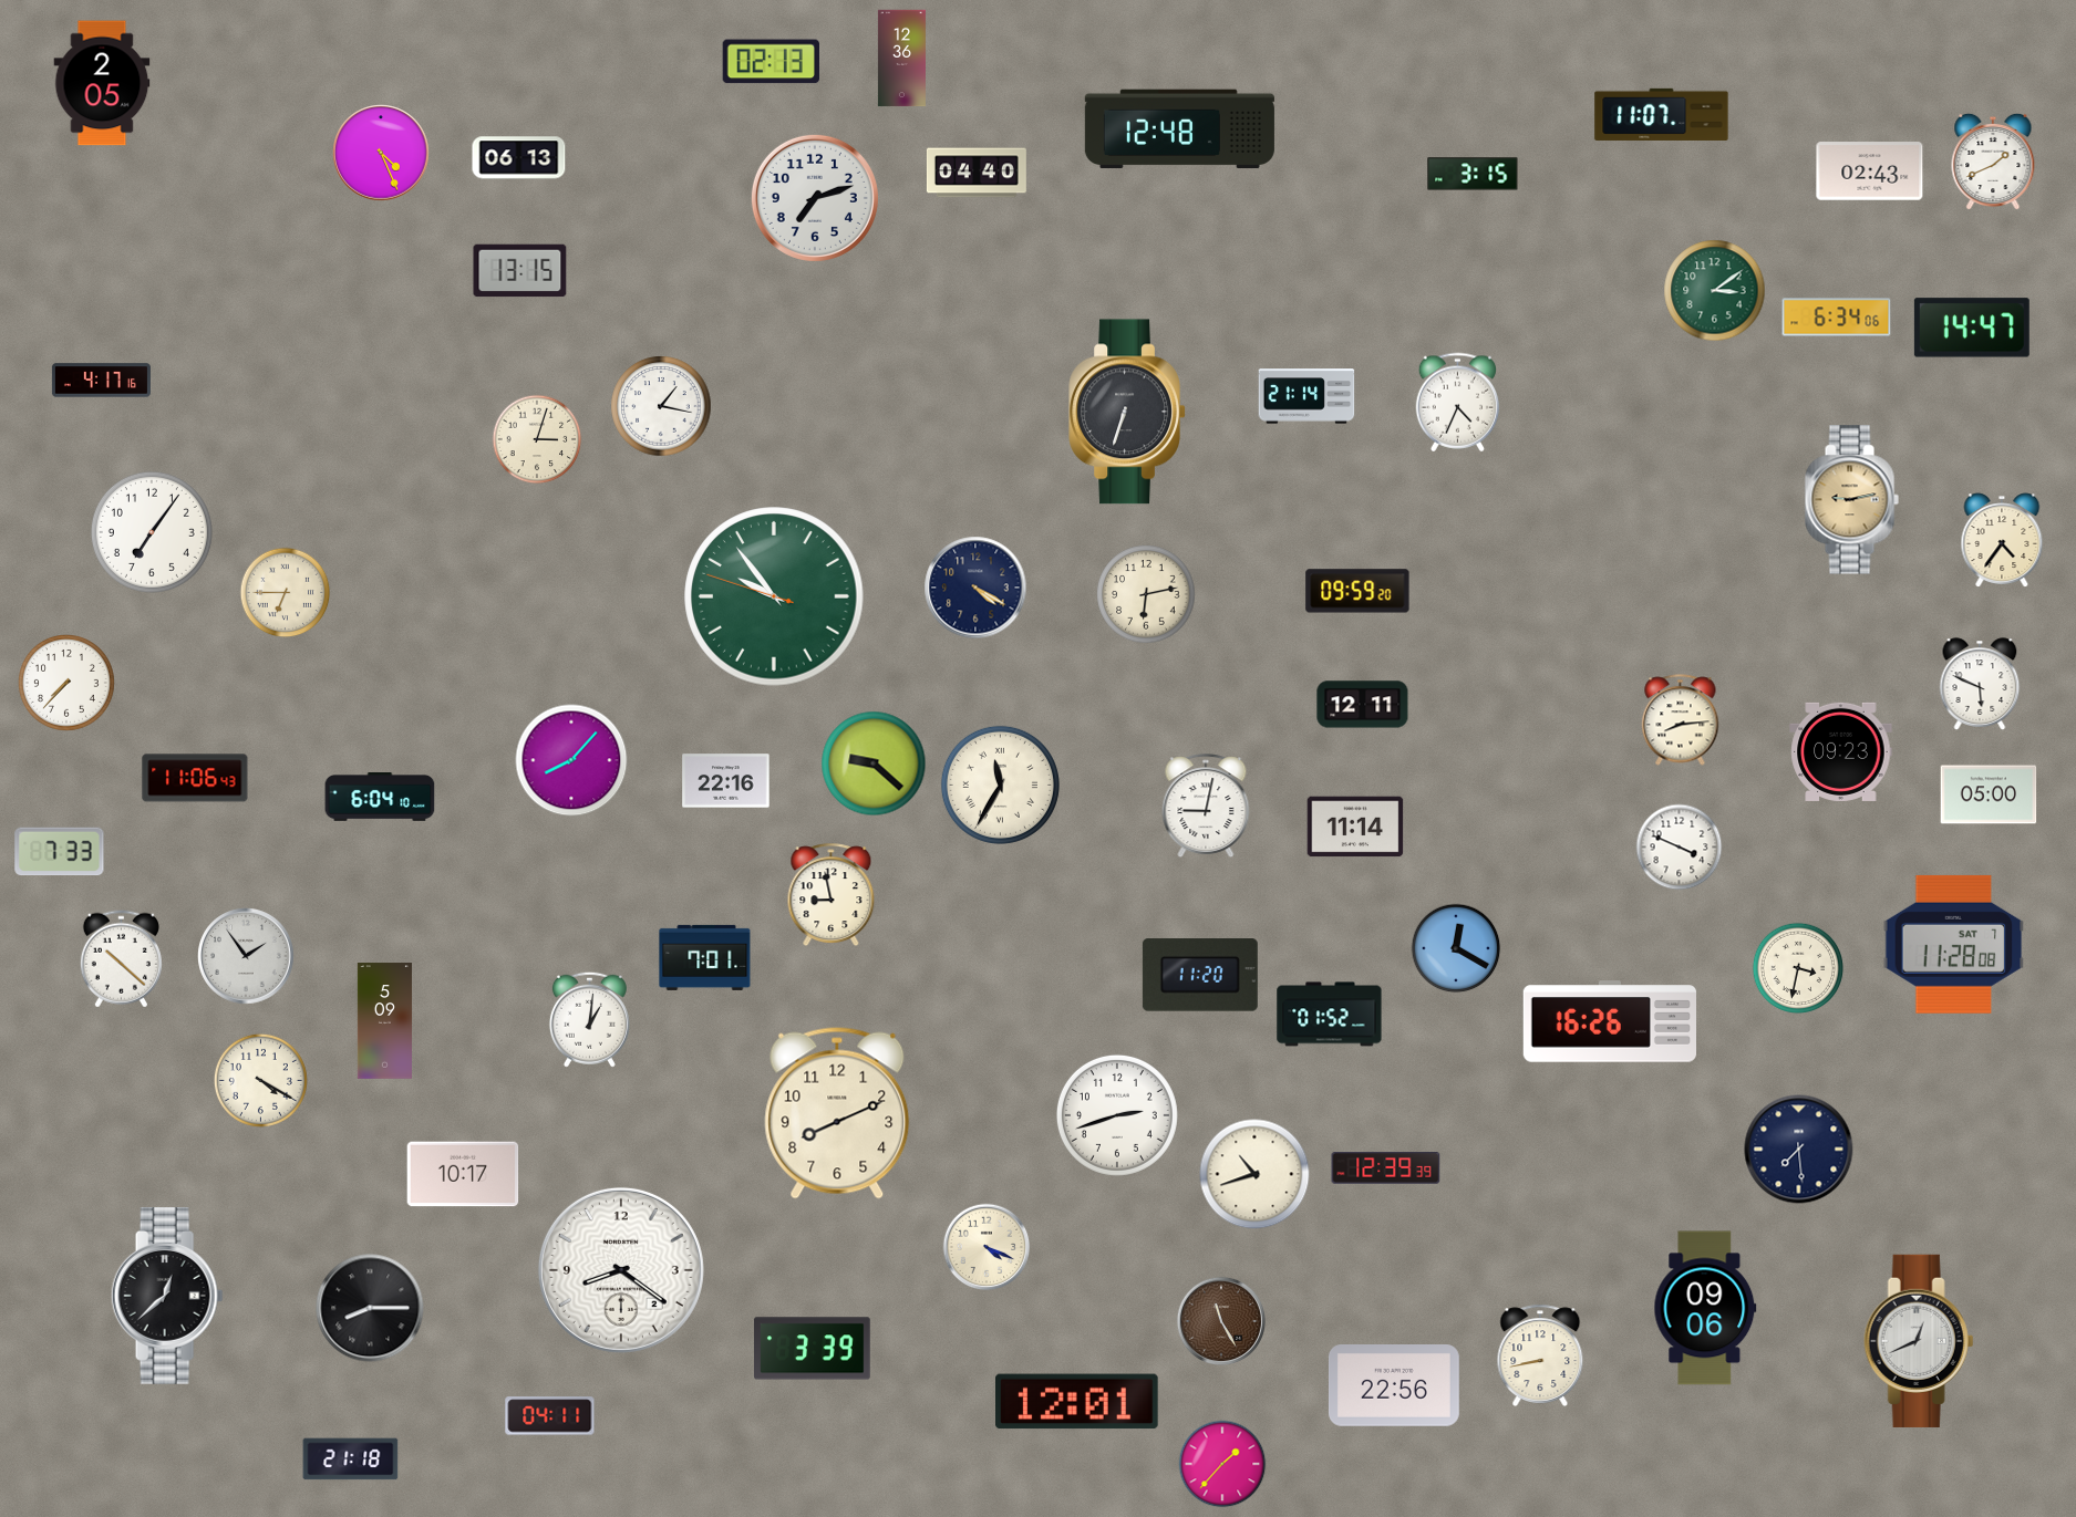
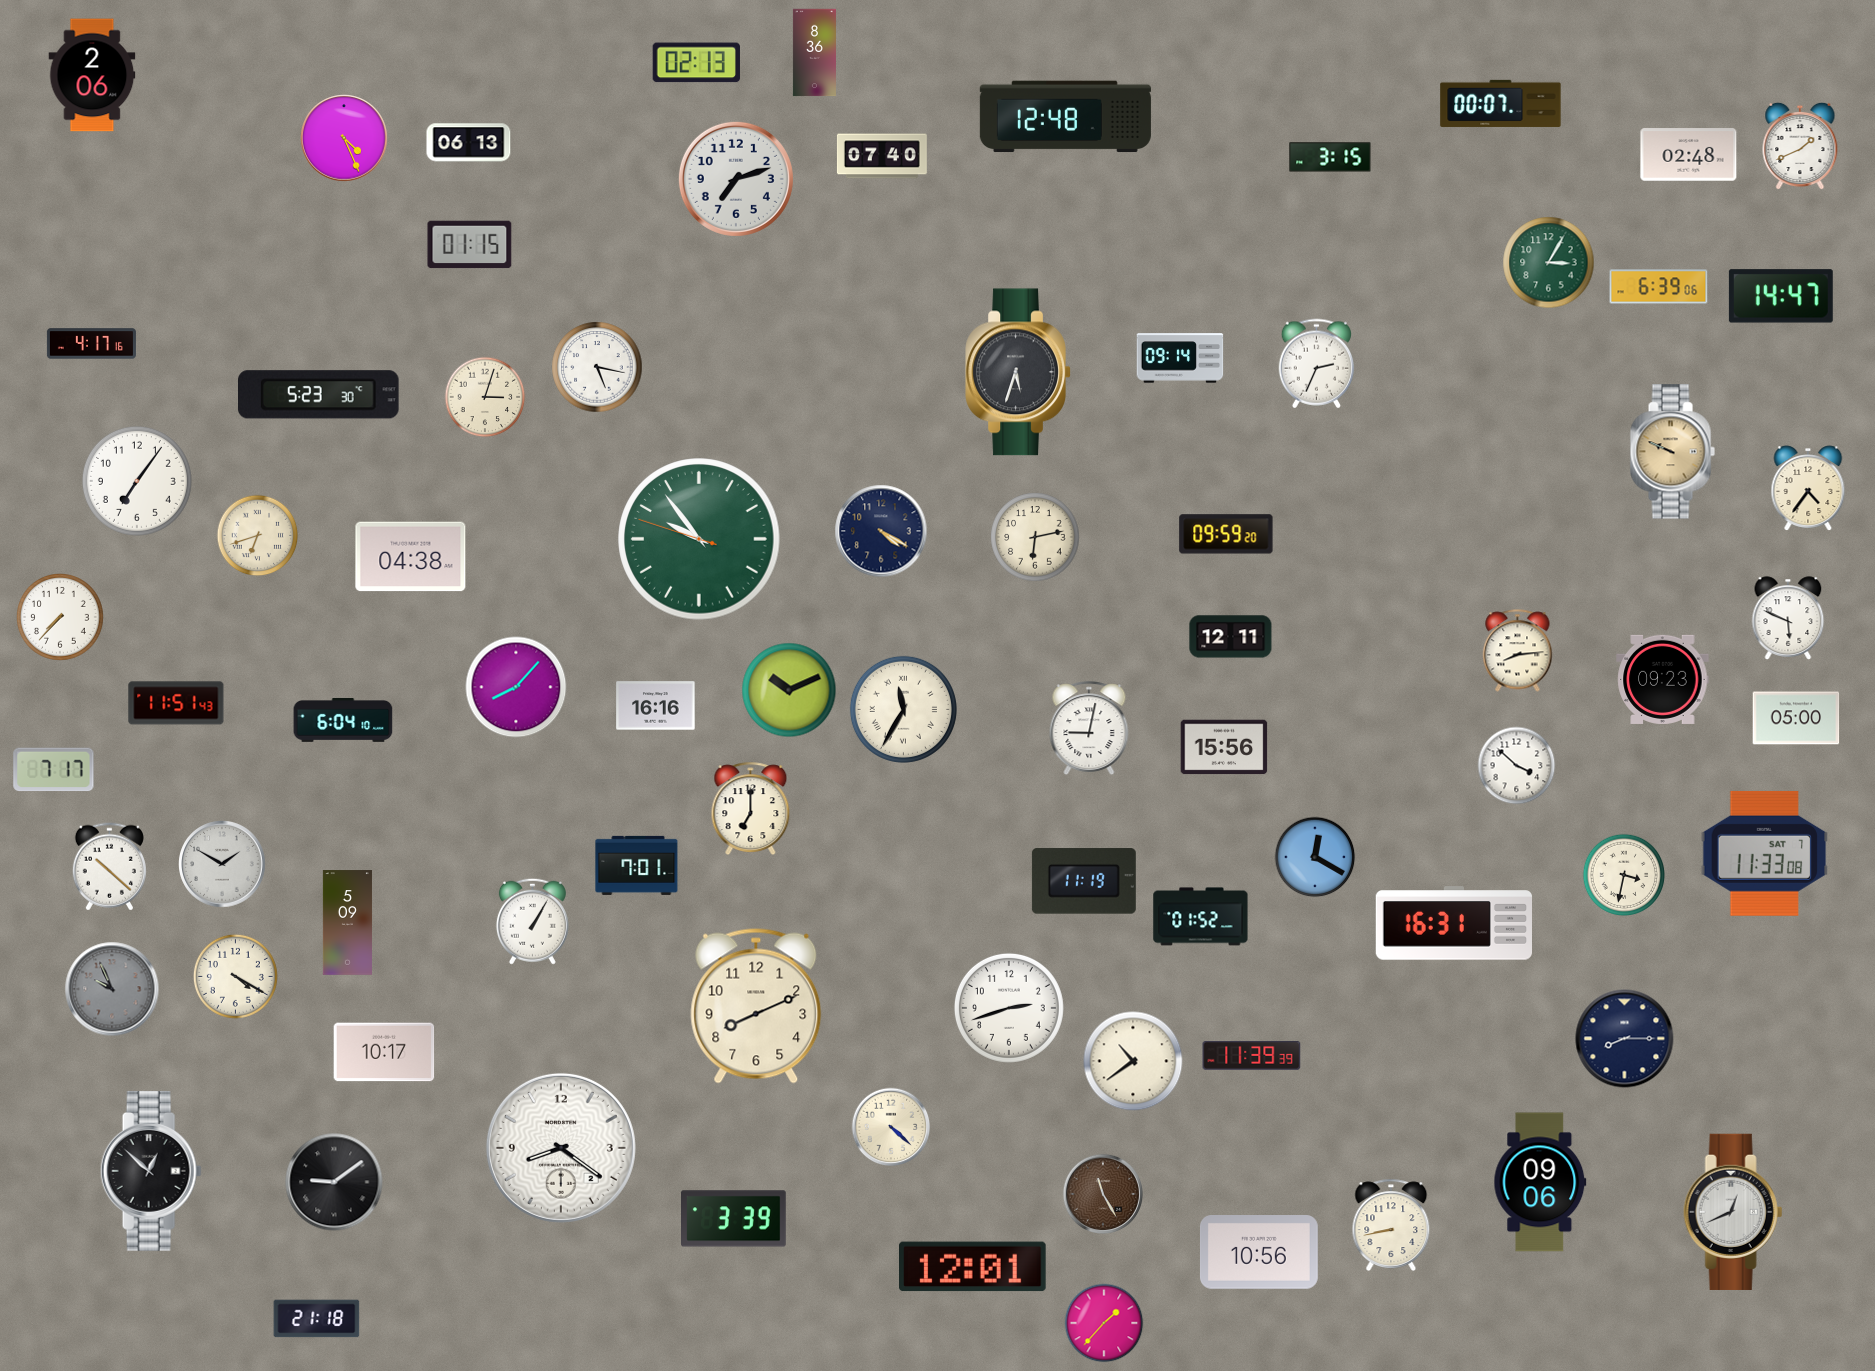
clock at (901, 59): 12:36 -> 8:36
clock at (771, 62) position: (771, 62) -> (696, 63)
clock at (102, 83): 2:05 -> 2:06
clock at (1662, 114): 11:07 -> 00:07
clock at (1870, 172): 02:43 -> 02:48
clock at (977, 173): 04:40 -> 07:40
clock at (520, 271): 13:15 -> 01:15
clock at (1715, 291): 3:09 -> 3:05
clock at (1837, 318): 6:34 -> 6:39
clock at (1306, 396): 21:14 -> 09:14
clock at (1458, 403): 4:34 -> 2:34
clock at (661, 406): 1:17 -> 5:17
clock at (1127, 412): 6:33 -> 5:33
clock at (319, 395): none -> 5:23
clock at (1851, 500): 9:13 -> 9:49
clock at (286, 593): 6:45 -> 6:42
clock at (411, 557): none -> 04:38
clock at (874, 763): 9:22 -> 10:11
clock at (195, 778): 11:06 -> 11:51
clock at (726, 781): 22:16 -> 16:16
clock at (1355, 827): 11:14 -> 15:56
clock at (1680, 848): 3:49 -> 3:52
clock at (60, 852): 7:33 -> 7:17
clock at (832, 894): 8:58 -> 7:00
clock at (1954, 944): 11:28 -> 11:33
clock at (246, 956): 1:54 -> 1:50
clock at (1200, 975): 11:20 -> 11:19
clock at (589, 1019): 1:01 -> 1:05
clock at (1609, 1021): 16:26 -> 16:31
clock at (112, 989): none -> 9:56
clock at (1799, 1150): 7:29 -> 8:15
clock at (1386, 1168): 12:39 -> 11:39
clock at (463, 1174) position: (463, 1174) -> (384, 1052)
clock at (1254, 1174): 10:42 -> 10:39
clock at (987, 1247): 4:19 -> 4:22
clock at (167, 1296): 12:38 -> 12:52
clock at (370, 1308): 8:15 -> 9:09
clock at (1394, 1386): 22:56 -> 10:56
clock at (550, 1416): 04:11 -> none
